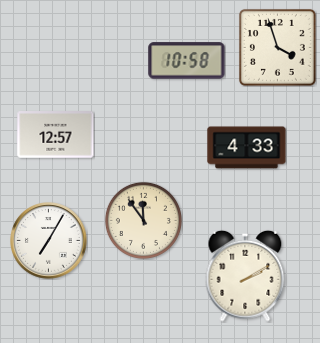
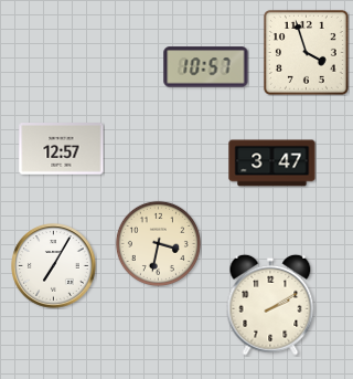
clock at (187, 61): 10:58 -> 10:57
clock at (247, 148): 4:33 -> 3:47
clock at (143, 220): 11:54 -> 3:32
